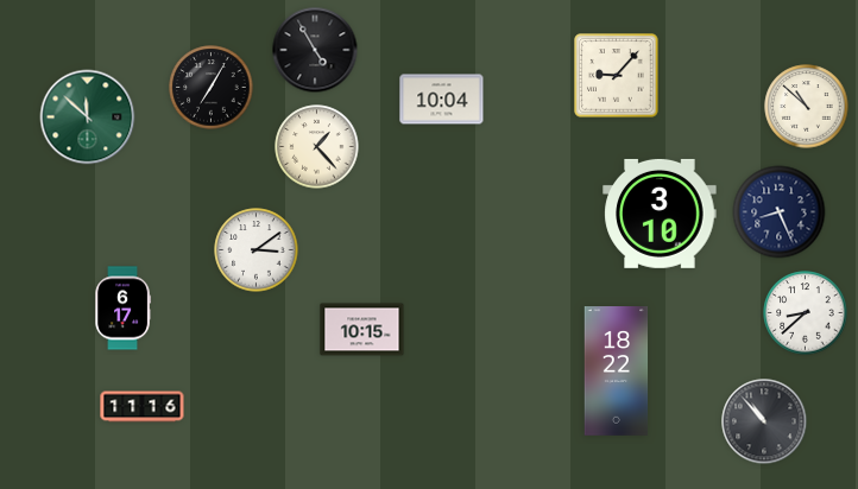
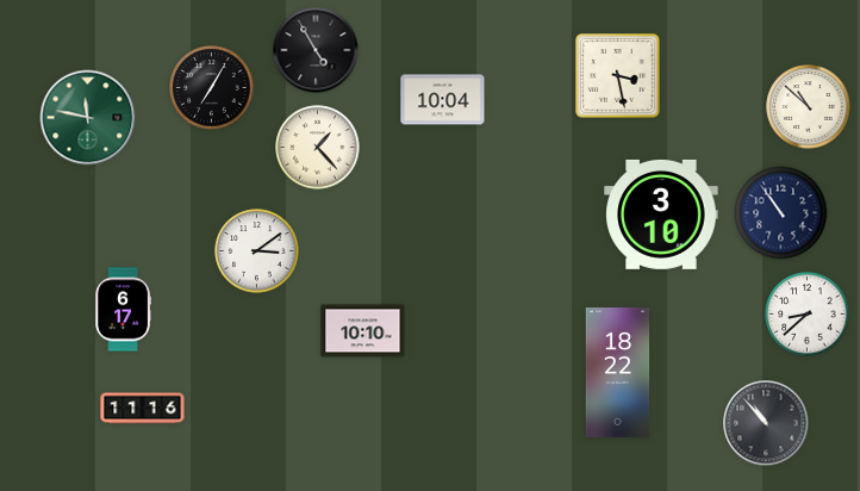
clock at (617, 76): 9:07 -> 3:28
clock at (88, 118): 11:52 -> 11:47
clock at (780, 212): 8:26 -> 10:54
clock at (362, 330): 10:15 -> 10:10
